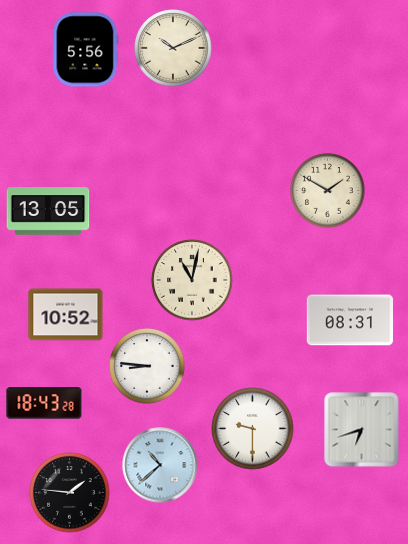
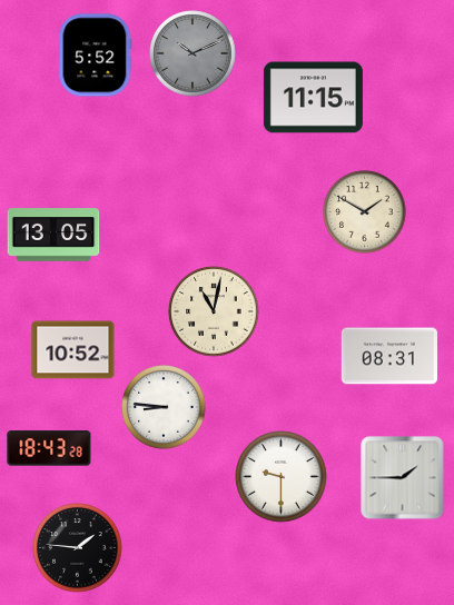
clock at (173, 48) dial: cream -> grey
clock at (85, 50): 5:56 -> 5:52
clock at (313, 98): none -> 11:15
clock at (362, 430): 6:42 -> 1:45
clock at (160, 465): 10:38 -> none
